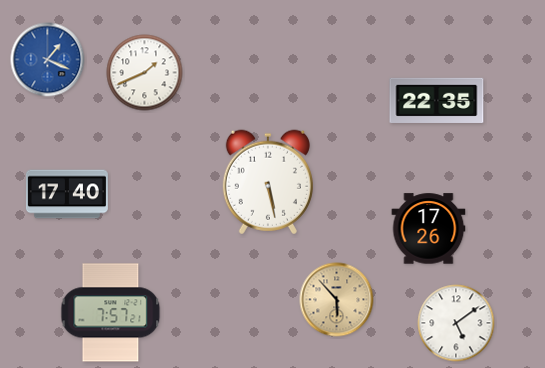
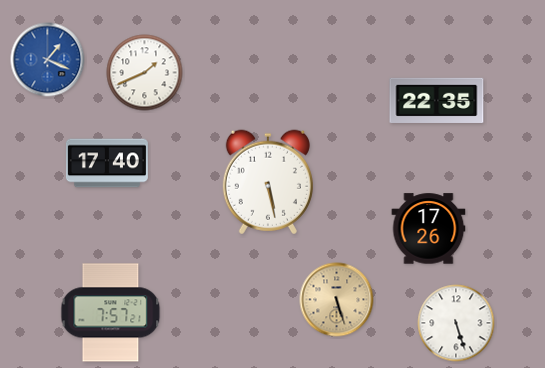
clock at (67, 194) position: (67, 194) -> (107, 163)
clock at (337, 300): 5:53 -> 5:27
clock at (456, 323): 5:09 -> 5:27
